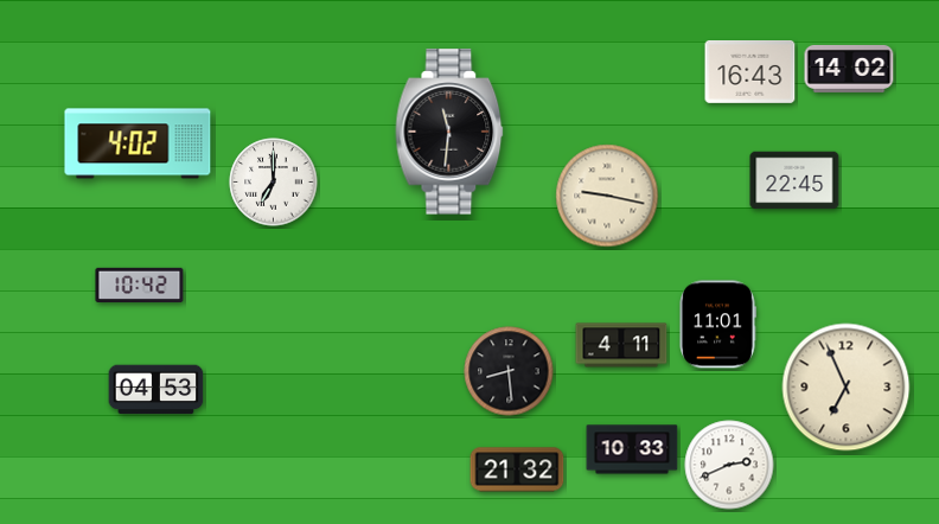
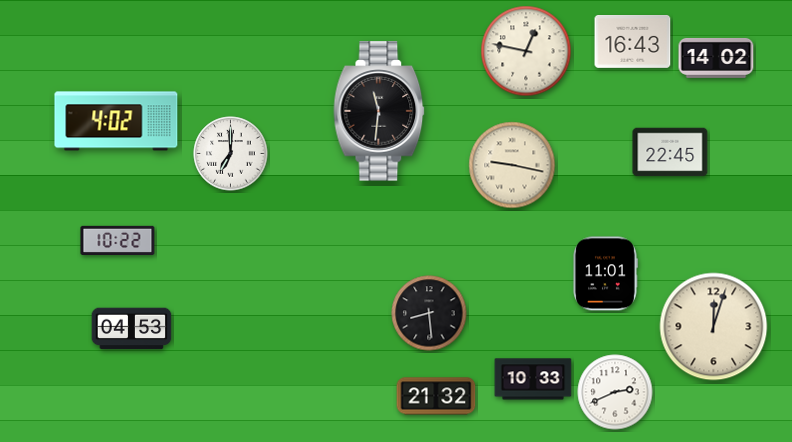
clock at (526, 51): none -> 12:47
clock at (750, 72) position: (750, 72) -> (633, 42)
clock at (140, 285): 10:42 -> 10:22
clock at (621, 345): 4:11 -> none
clock at (847, 388): 6:56 -> 12:03
